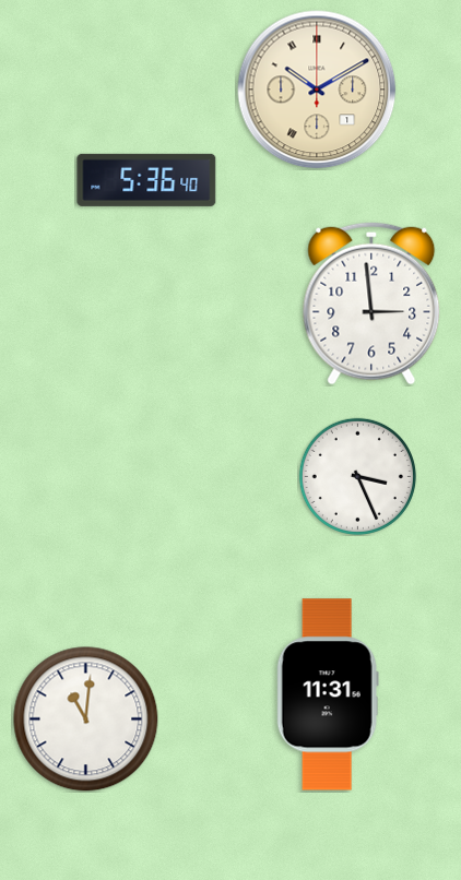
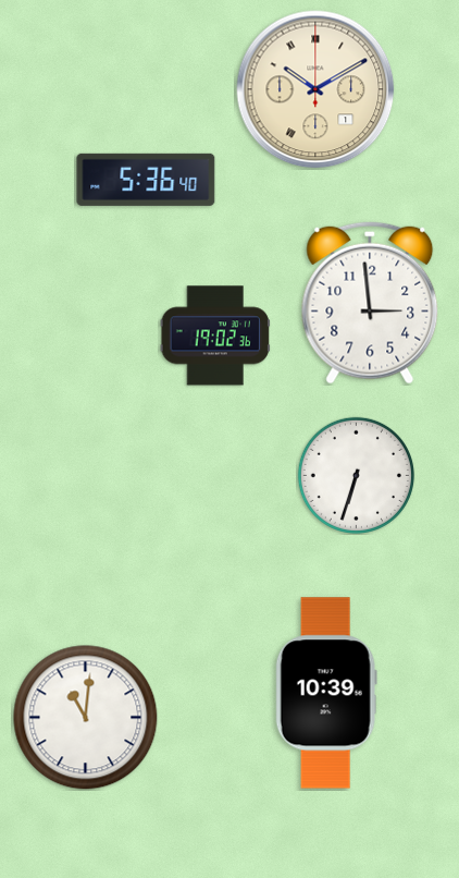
clock at (215, 336): none -> 19:02
clock at (357, 476): 3:26 -> 6:33
clock at (328, 694): 11:31 -> 10:39
